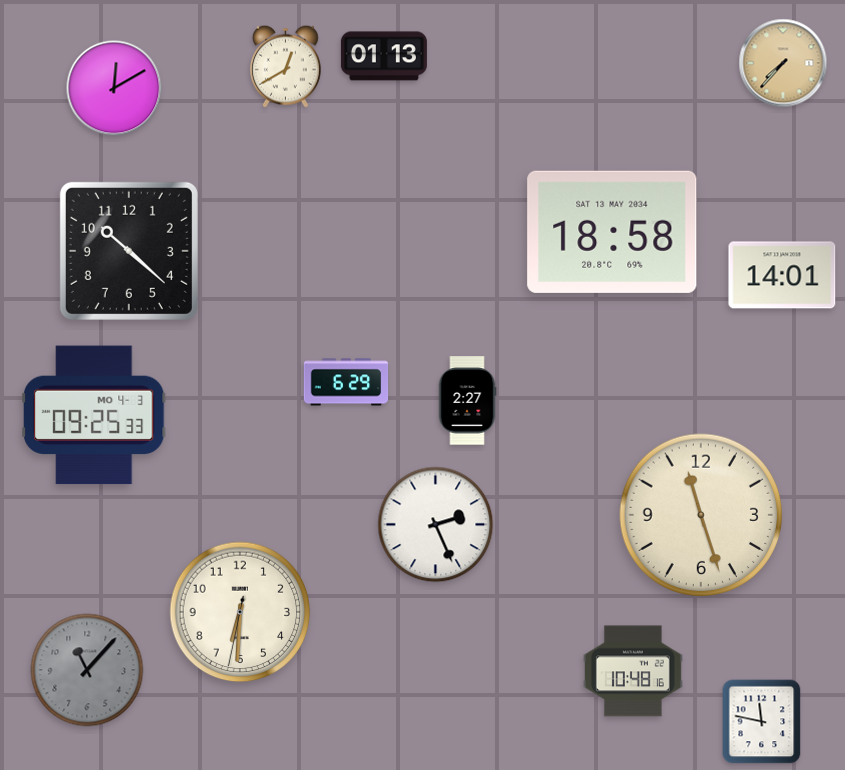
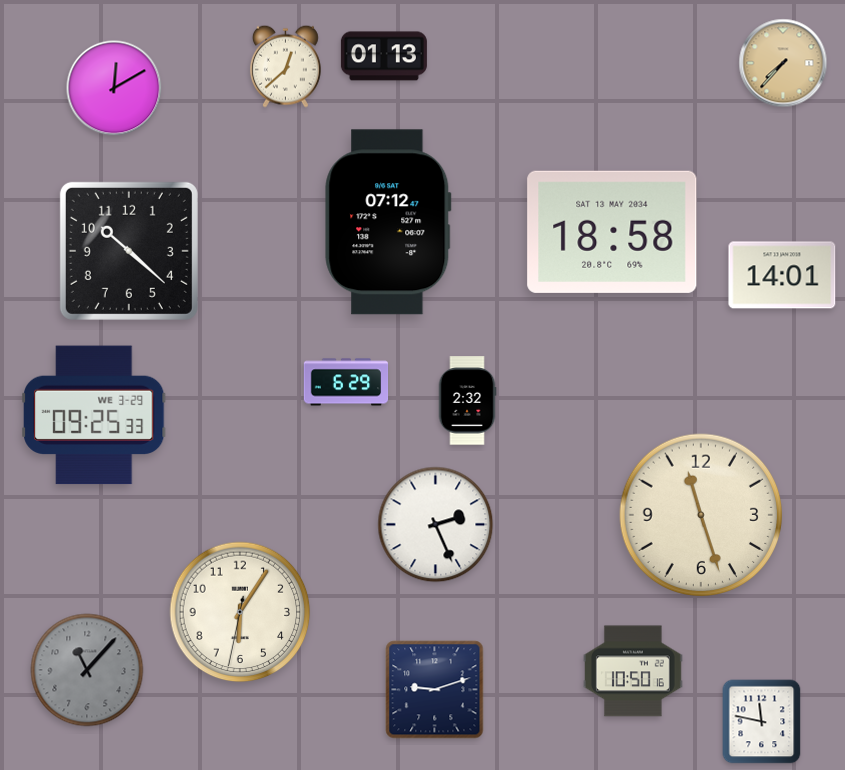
clock at (285, 66): 12:40 -> 12:38
clock at (388, 222): none -> 07:12
clock at (467, 401): 2:27 -> 2:32
clock at (95, 415) date: MO 4-3 -> WE 3-29
clock at (240, 612): 6:30 -> 6:05
clock at (633, 671): 10:48 -> 10:50
clock at (435, 690): none -> 9:12
